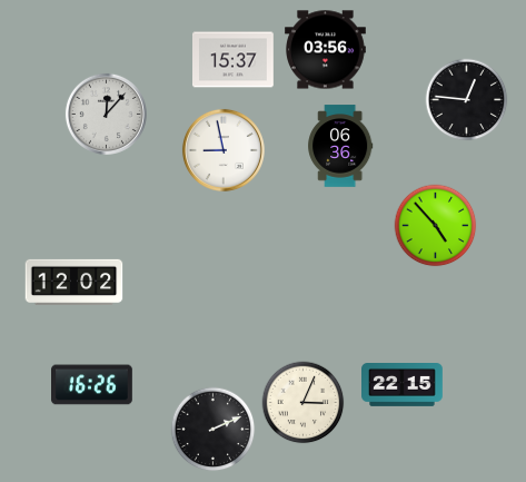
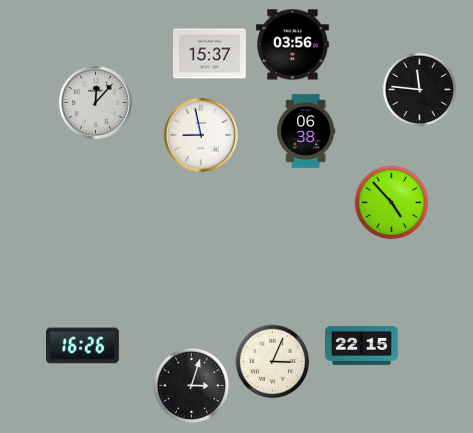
clock at (467, 100): 12:46 -> 11:46
clock at (340, 146): 06:36 -> 06:38
clock at (75, 282): 12:02 -> none
clock at (214, 430): 2:11 -> 3:03
